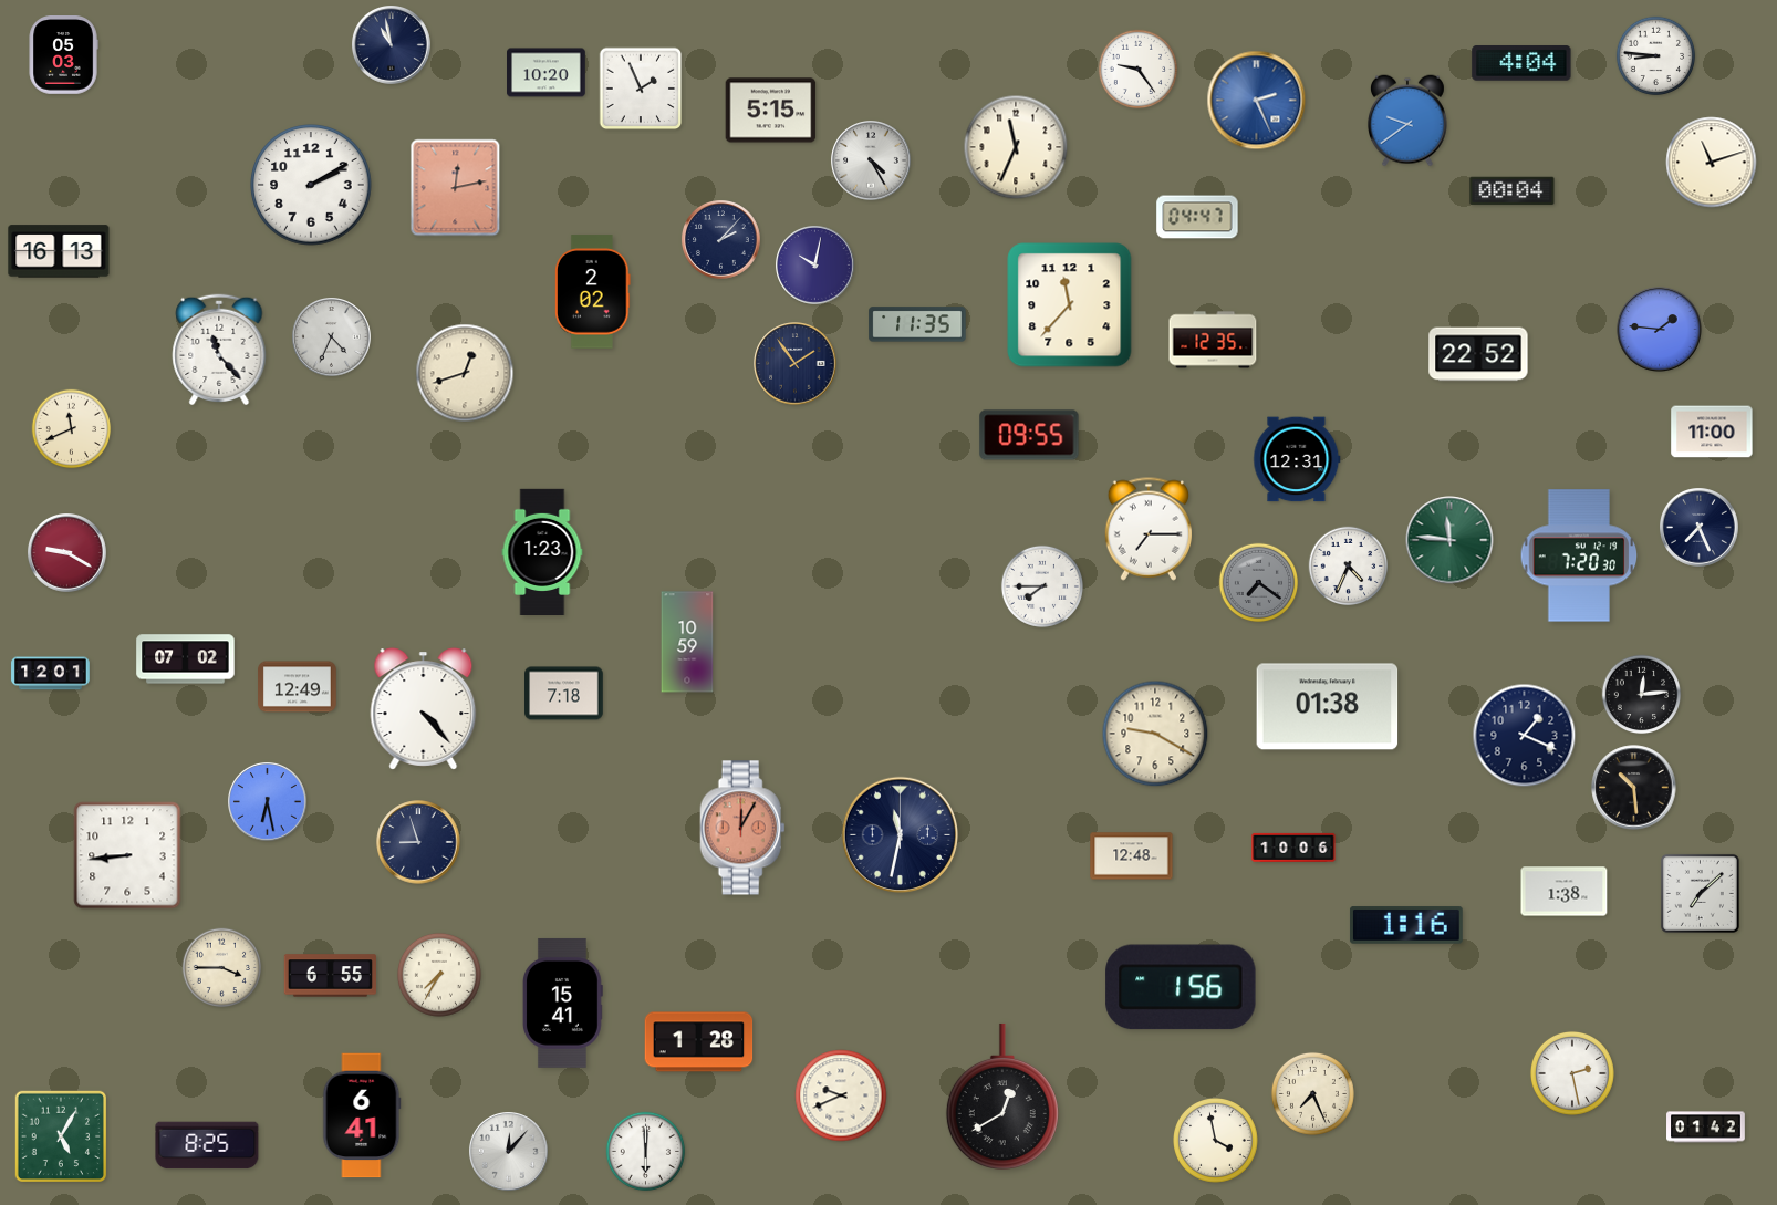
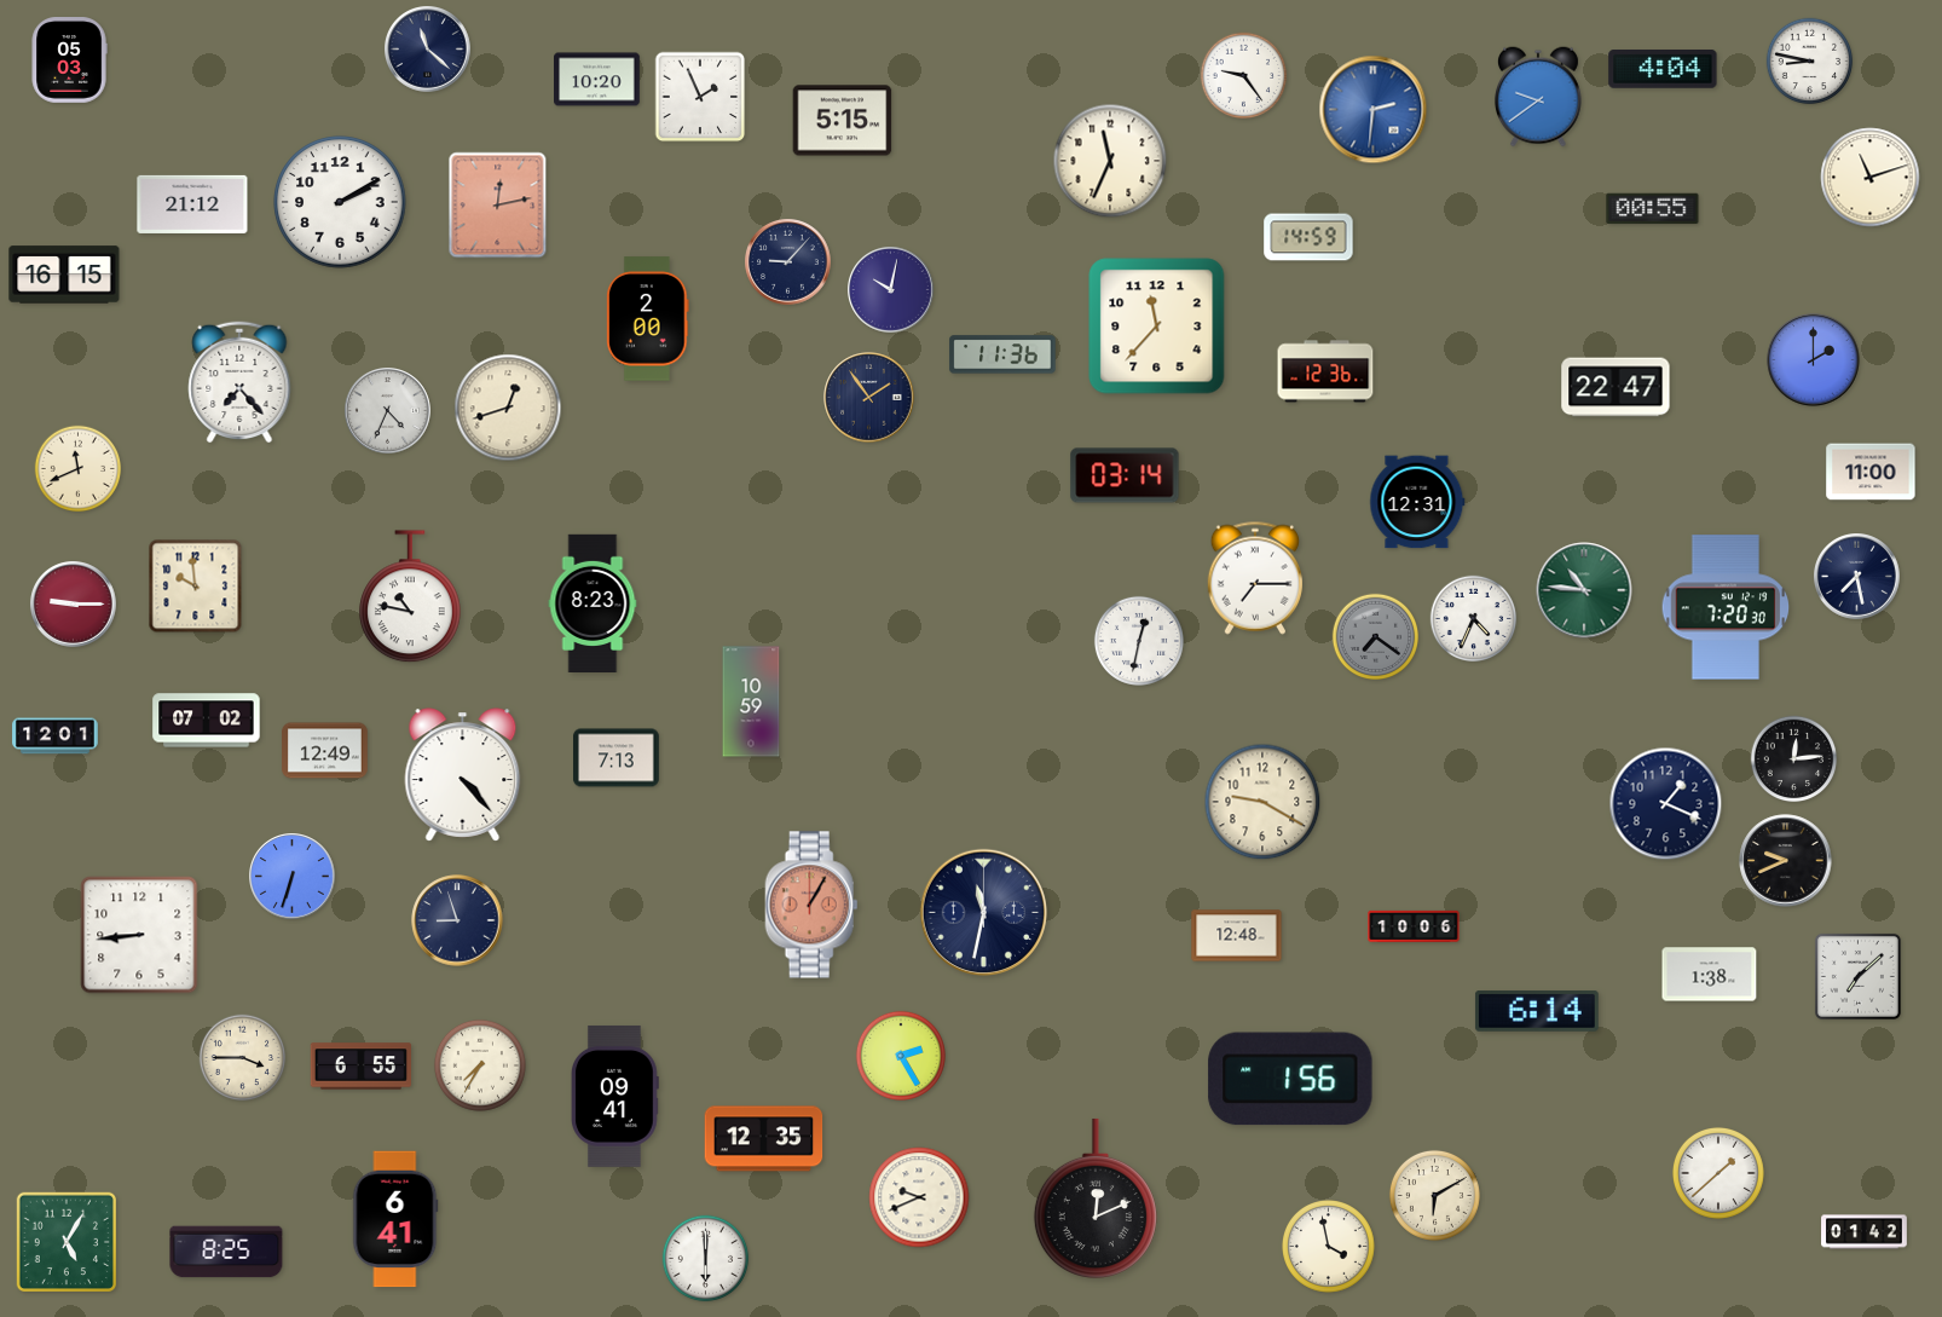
clock at (392, 45): 10:58 -> 11:22
clock at (1656, 56): 8:46 -> 8:47
clock at (1257, 101): 2:26 -> 2:31
clock at (1407, 121) position: (1407, 121) -> (1538, 97)
clock at (871, 160): 4:25 -> none
clock at (192, 204): none -> 21:12
clock at (1513, 191): 00:04 -> 00:55
clock at (1197, 217): 04:47 -> 14:59
clock at (721, 240): 2:07 -> 9:07
clock at (59, 251): 16:13 -> 16:15
clock at (593, 292): 2:02 -> 2:00
clock at (1070, 305) position: (1070, 305) -> (1157, 327)
clock at (917, 324): 11:35 -> 11:36
clock at (1660, 330): 1:46 -> 2:00
clock at (332, 337) position: (332, 337) -> (388, 411)
clock at (1213, 340): 12:35 -> 12:36
clock at (219, 350): 11:23 -> 7:23
clock at (1478, 354): 22:52 -> 22:47
clock at (1029, 435): 09:55 -> 03:14
clock at (1700, 528): 7:26 -> 7:28
clock at (196, 587): none -> 9:59
clock at (1449, 540): 11:46 -> 10:46
clock at (410, 597): none -> 10:47
clock at (542, 551): 1:23 -> 8:23
clock at (67, 553): 9:20 -> 9:15
clock at (1042, 586): 7:45 -> 12:32
clock at (186, 659) position: (186, 659) -> (207, 721)
clock at (564, 694): 7:18 -> 7:13
clock at (1328, 707): 01:38 -> none
clock at (1634, 788): 10:29 -> 9:41
clock at (268, 802): 6:28 -> 6:33
clock at (742, 828): 12:05 -> 1:05
clock at (1406, 926): 1:16 -> 6:14
clock at (901, 1056): none -> 2:25
clock at (562, 1004): 15:41 -> 09:41
clock at (699, 1042): 1:28 -> 12:35
clock at (1572, 1073): 2:28 -> 1:38
clock at (1312, 1093): 7:26 -> 6:10
clock at (1002, 1095): 12:40 -> 12:11
clock at (509, 1152): 12:07 -> none
